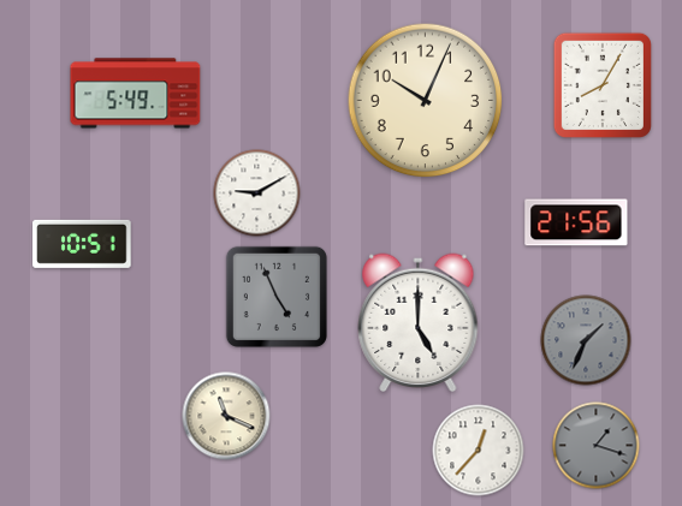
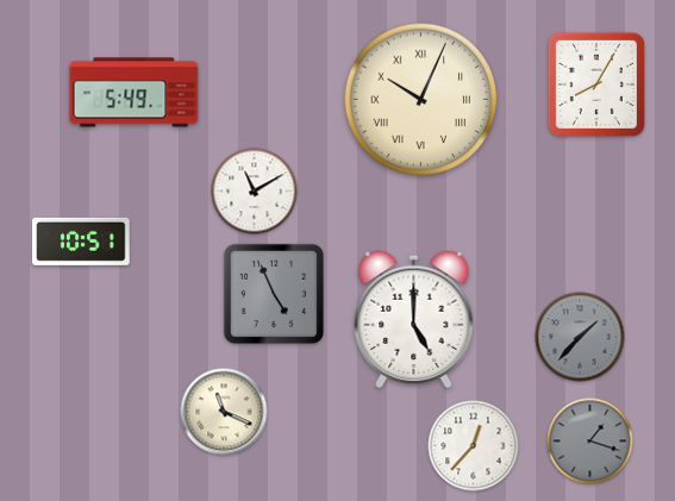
clock at (426, 101) numerals: Arabic -> Roman
clock at (257, 194): 9:10 -> 11:10
clock at (576, 222): 21:56 -> none
clock at (586, 340): 1:34 -> 1:37
